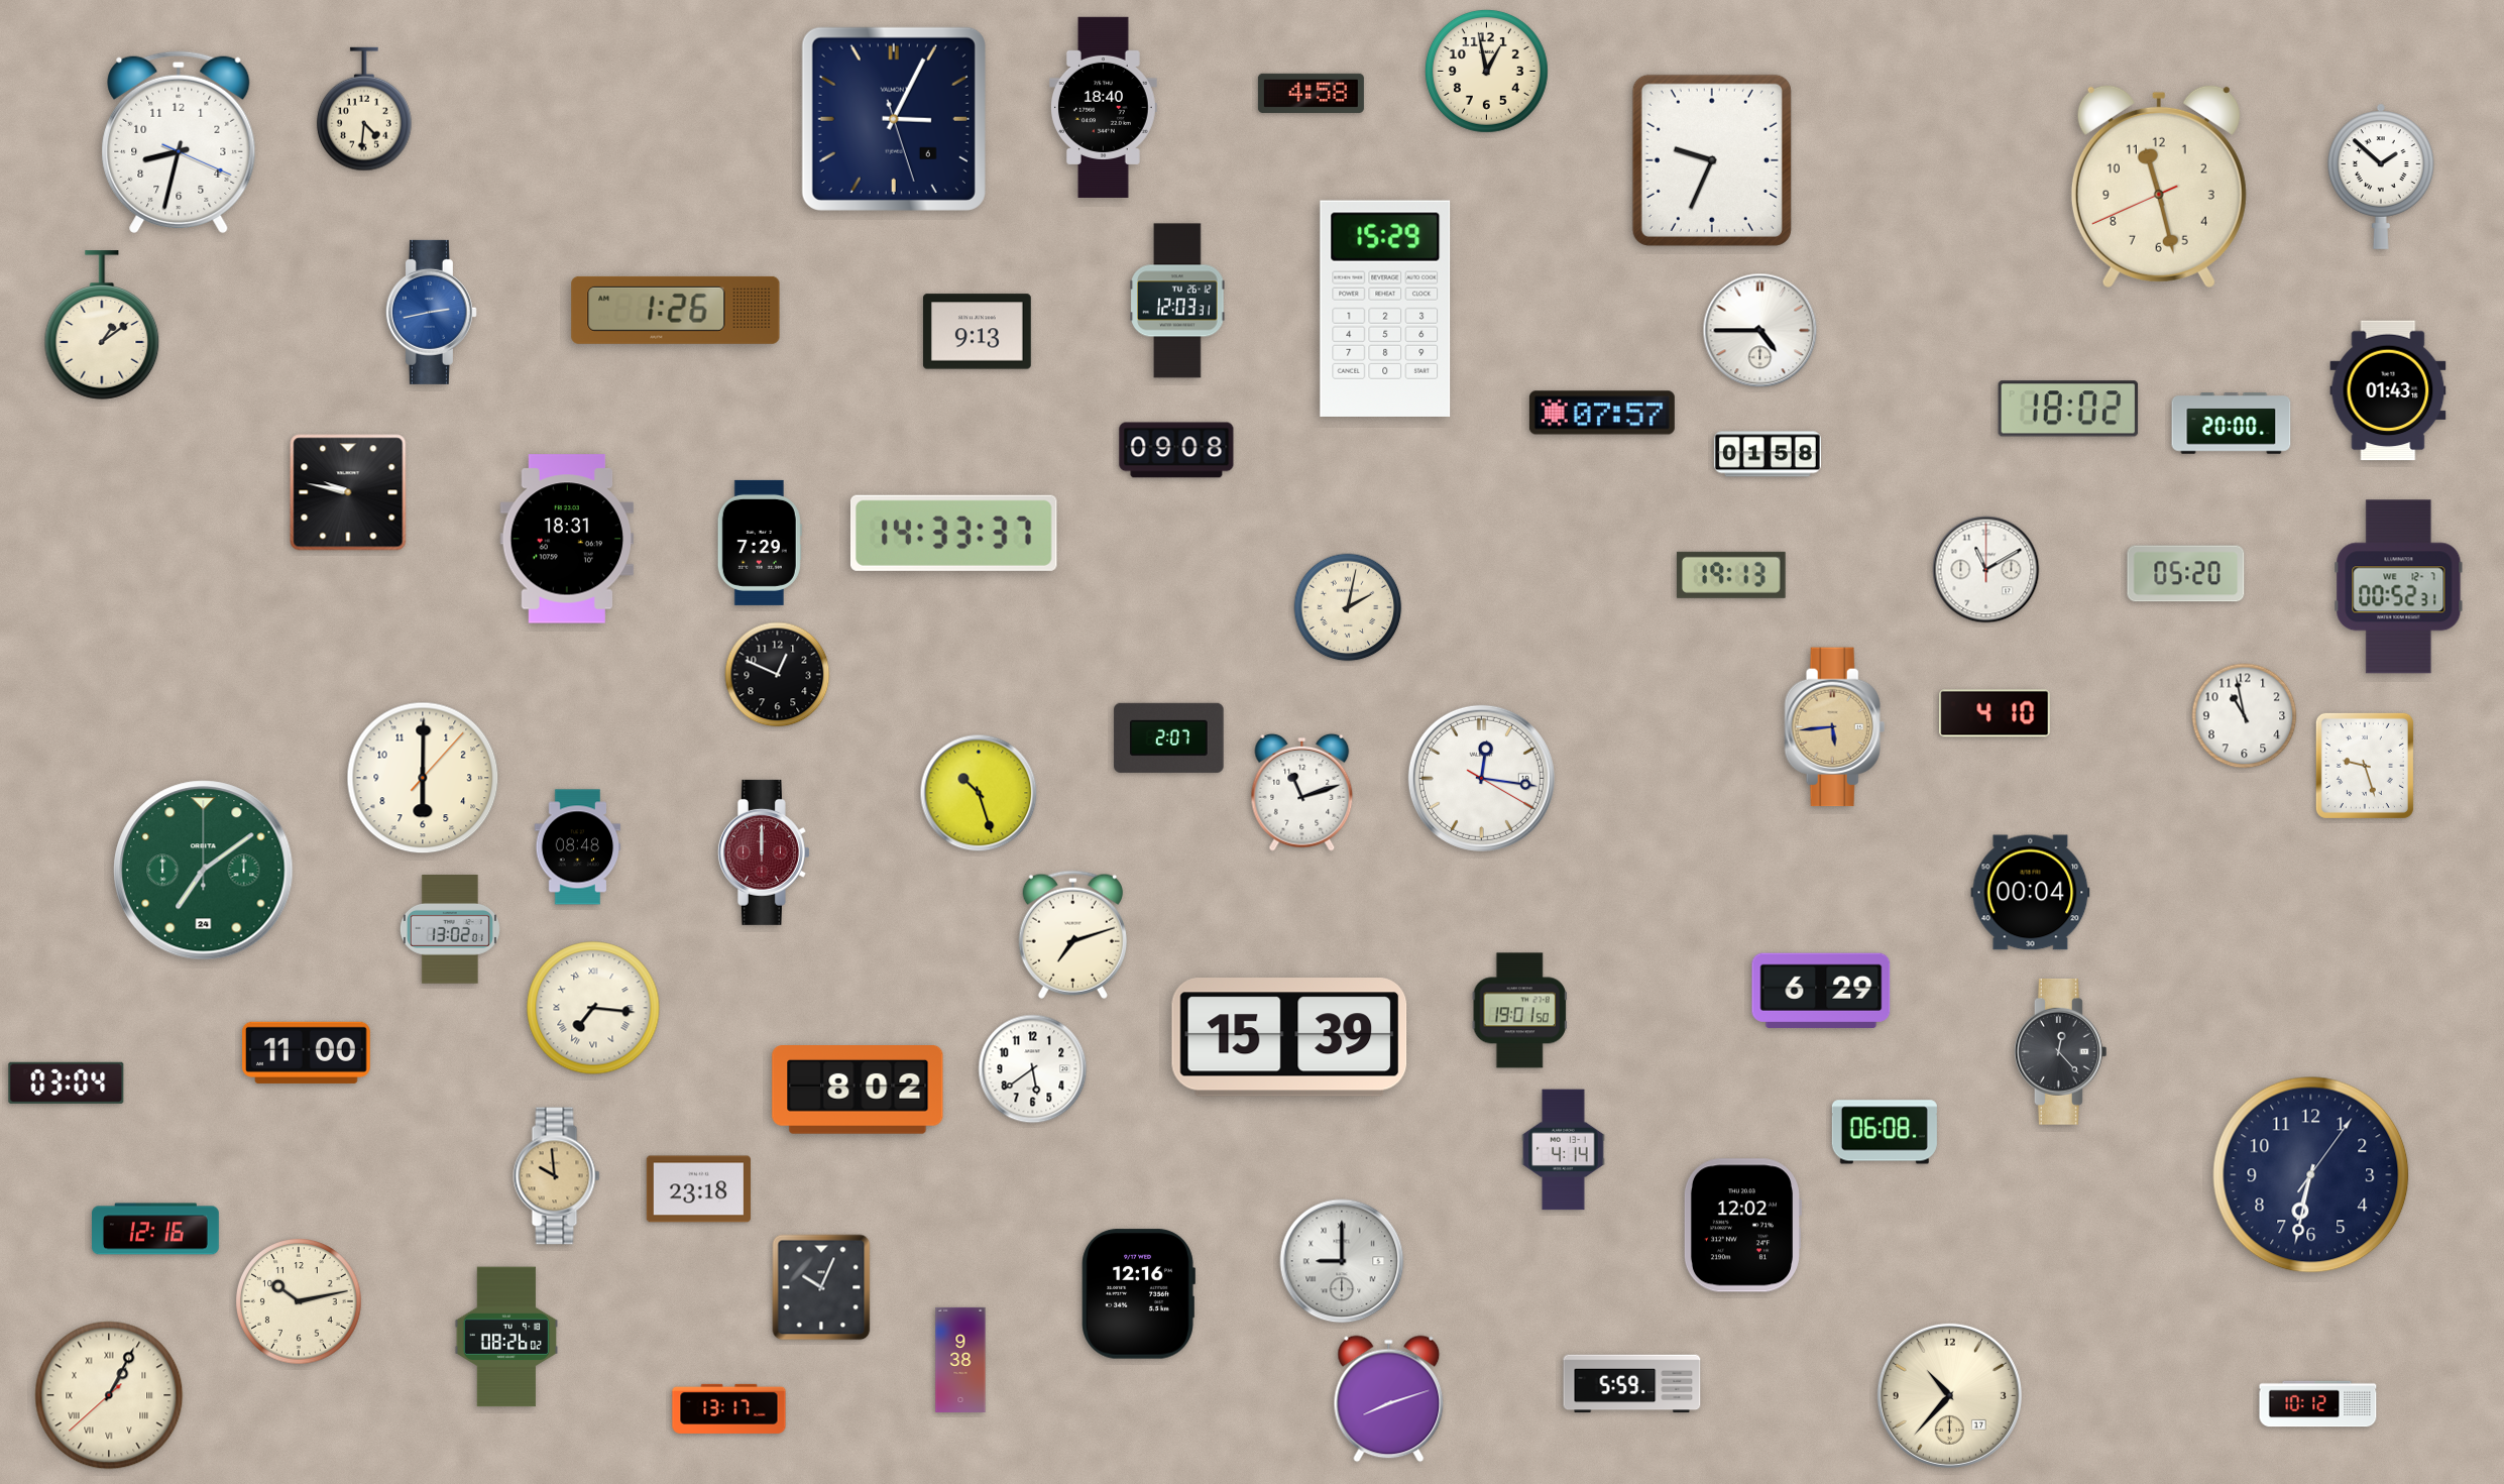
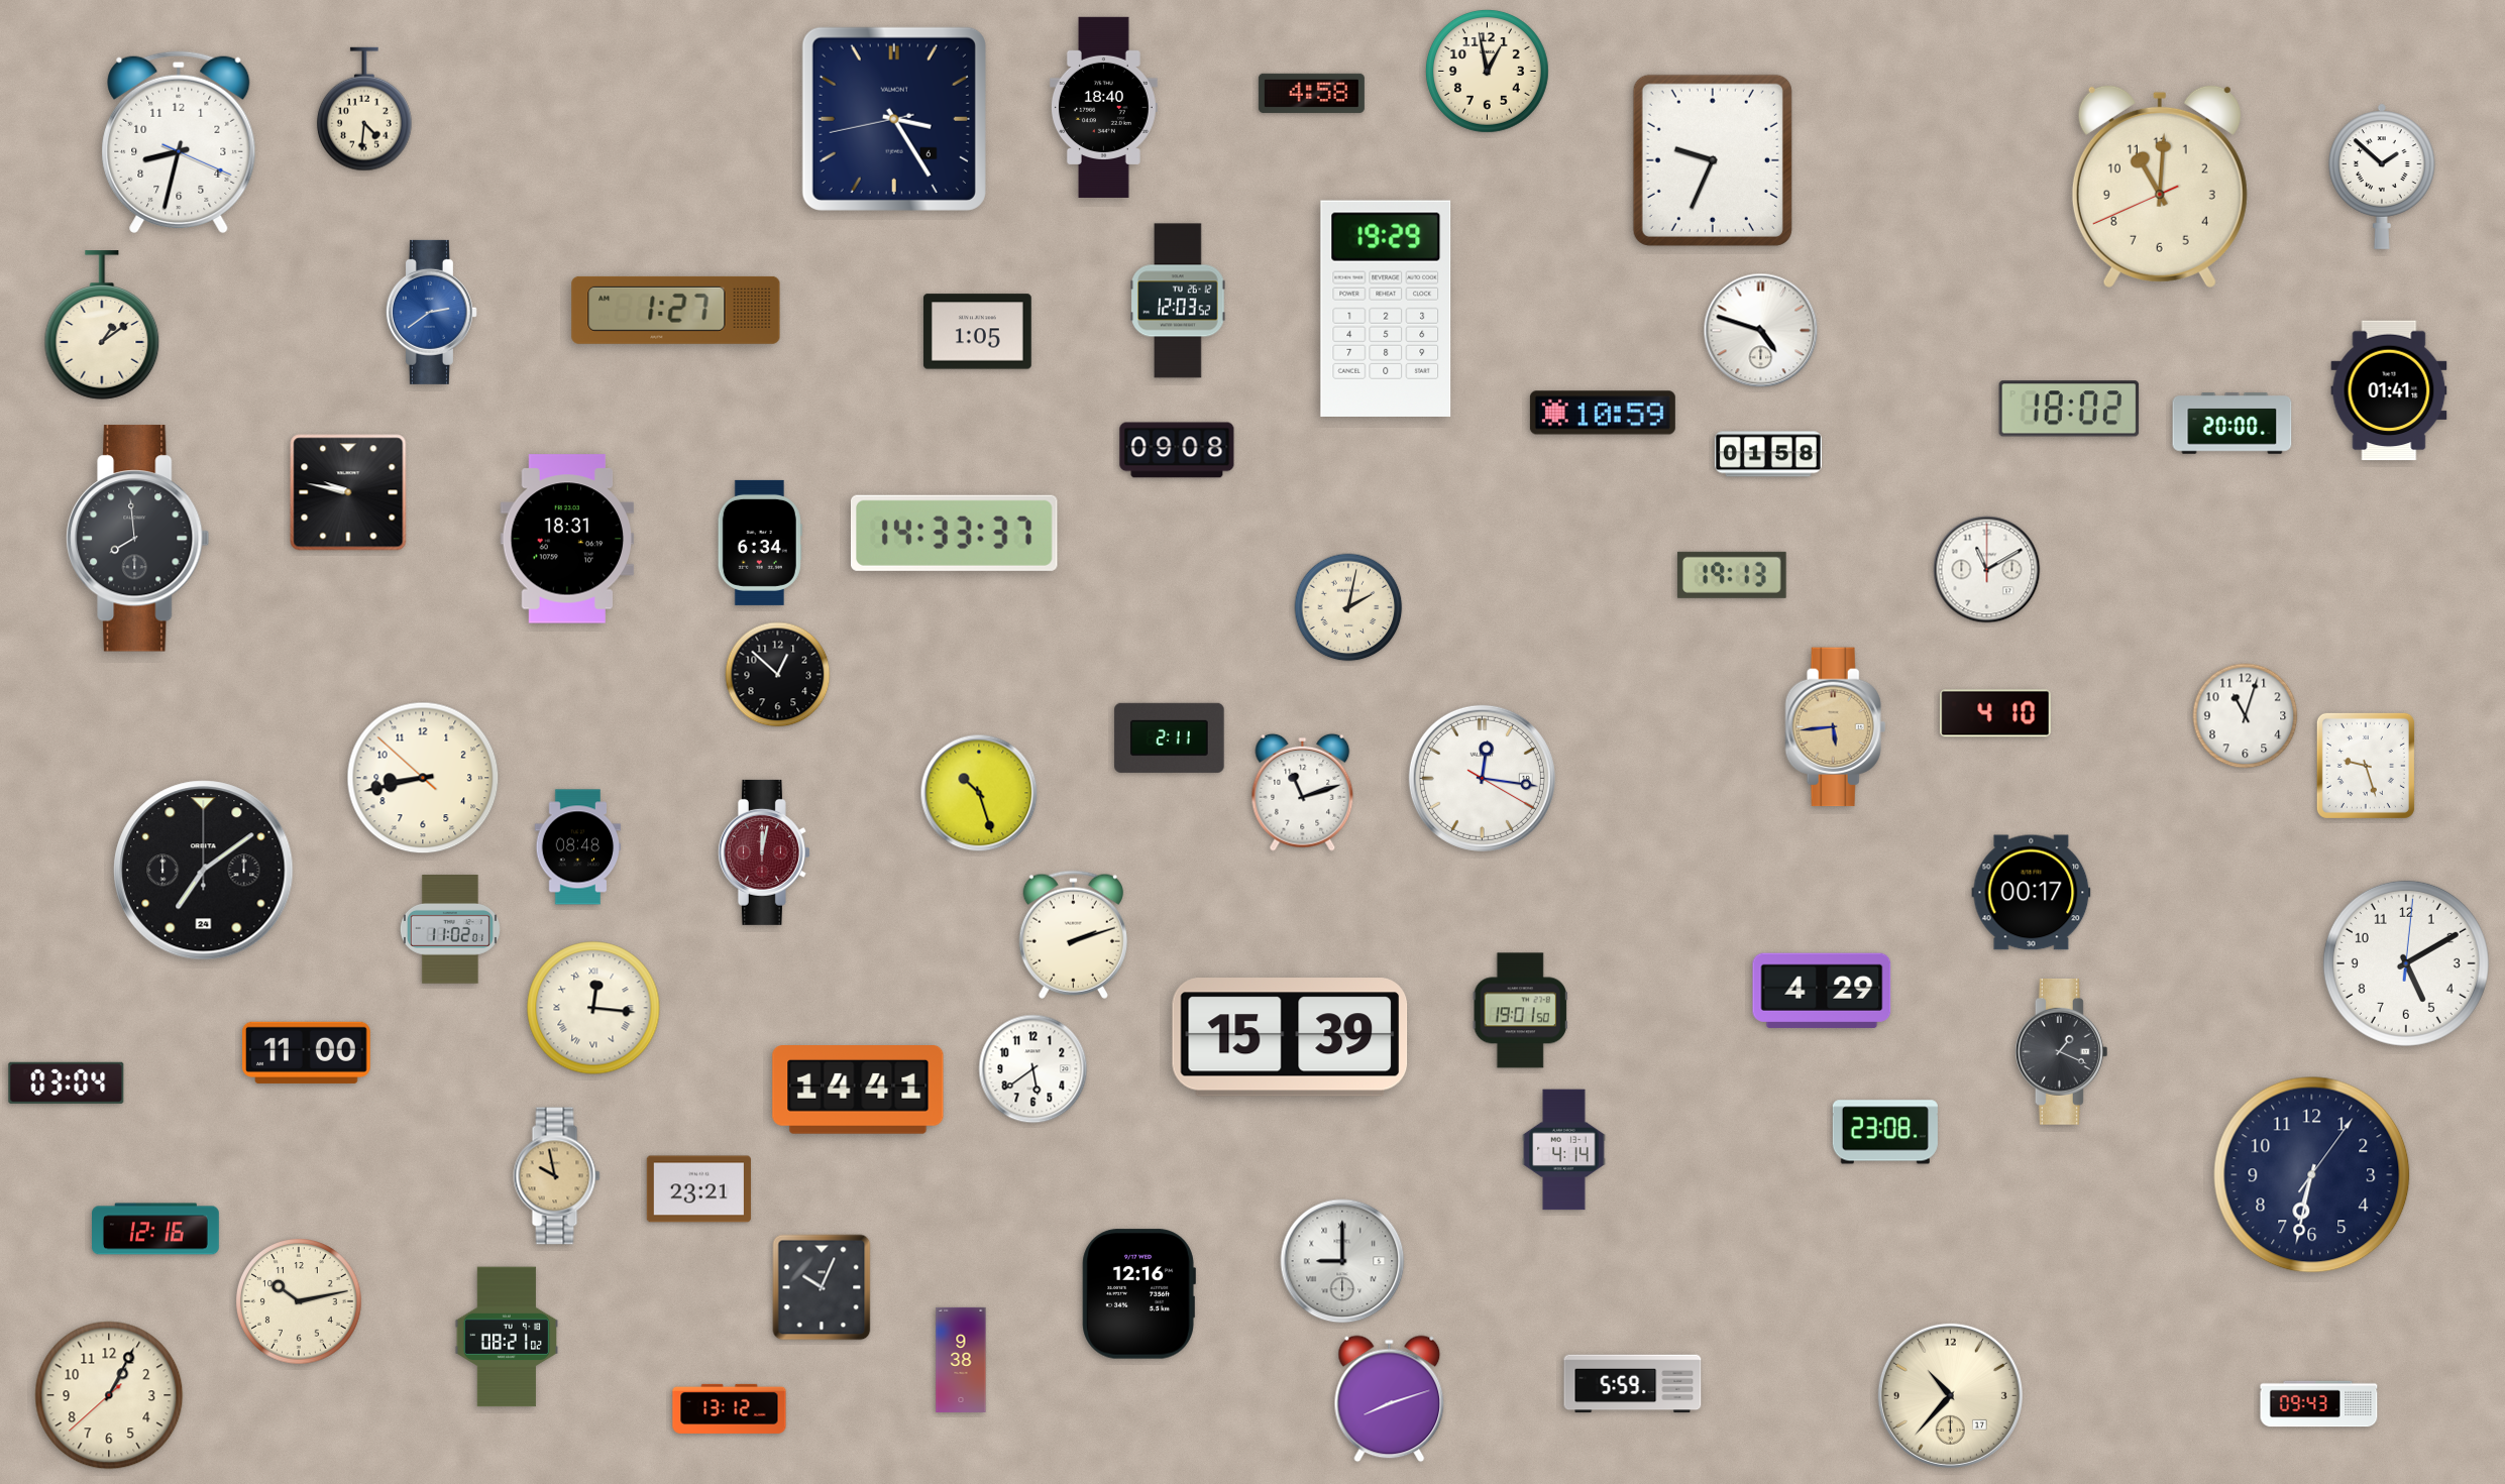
clock at (894, 119): 3:04 -> 3:24
clock at (2159, 186): 11:27 -> 11:00
clock at (1177, 301): 12:03:31 -> 12:03:52
clock at (1385, 309): 15:29 -> 19:29
clock at (676, 310): 1:26 -> 1:27
clock at (431, 312): 2:43 -> 2:39
clock at (1760, 331): 4:45 -> 4:48
clock at (978, 332): 9:13 -> 1:05
clock at (2388, 390): 01:43 -> 01:41
clock at (1602, 413): 07:57 -> 10:59
clock at (138, 539): none -> 7:59
clock at (760, 543): 7:29 -> 6:34
clock at (2186, 574): 05:20 -> none
clock at (2399, 587): 00:52 -> none
clock at (778, 675): 12:49 -> 12:52
clock at (2245, 716): 10:58 -> 11:03
clock at (1169, 737): 2:07 -> 2:11
clock at (423, 778): 6:00 -> 8:42
clock at (764, 852): 12:00 -> 12:02
clock at (204, 871) dial: green -> black
clock at (2031, 893): 00:04 -> 00:17
clock at (450, 929): 13:02 -> 11:02
clock at (1072, 934): 7:12 -> 2:12
clock at (2406, 963): none -> 5:10
clock at (1821, 991): 6:29 -> 4:29
clock at (593, 1008): 7:16 -> 12:16
clock at (2060, 1051): 12:23 -> 1:19
clock at (858, 1091): 8:02 -> 14:41
clock at (1885, 1132): 06:08 -> 23:08
clock at (557, 1176): 9:59 -> 9:58
clock at (698, 1189): 23:18 -> 23:21
clock at (1742, 1226): 12:02 -> none
clock at (505, 1337): 08:26 -> 08:21
clock at (109, 1395) numerals: Roman -> Arabic
clock at (2318, 1404): 10:12 -> 09:43
clock at (729, 1408): 13:17 -> 13:12
